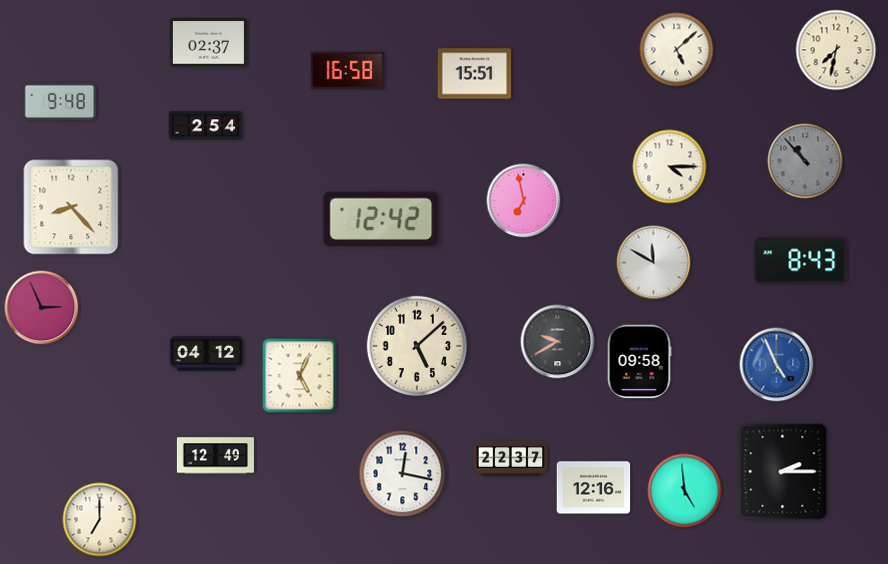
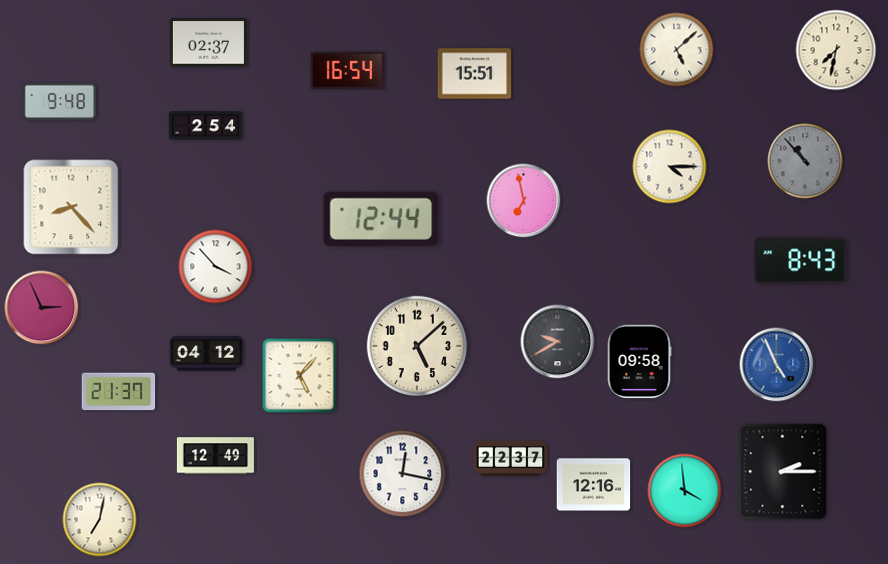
clock at (348, 71): 16:58 -> 16:54
clock at (381, 219): 12:42 -> 12:44
clock at (654, 263): 11:50 -> none
clock at (216, 267): none -> 3:53
clock at (300, 376): 5:04 -> 5:07
clock at (119, 392): none -> 21:37
clock at (594, 488) position: (594, 488) -> (594, 485)
clock at (685, 491): 4:59 -> 3:59
clock at (100, 520): 7:00 -> 7:02
